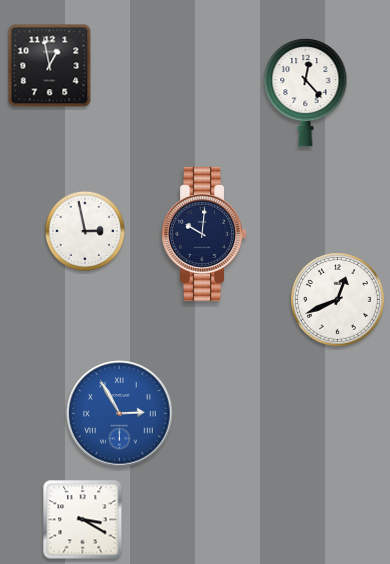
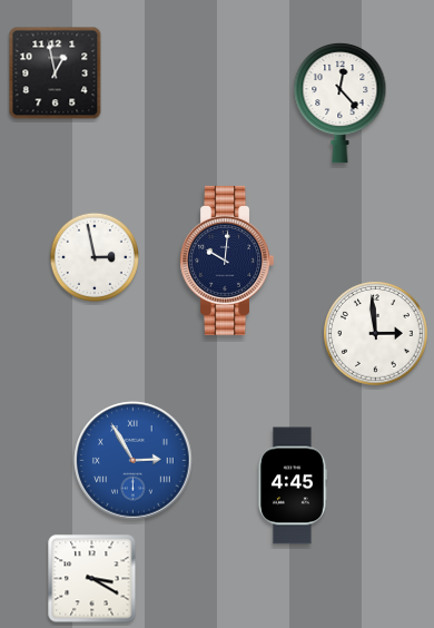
clock at (338, 300): 12:41 -> 2:59
clock at (293, 485): none -> 4:45
